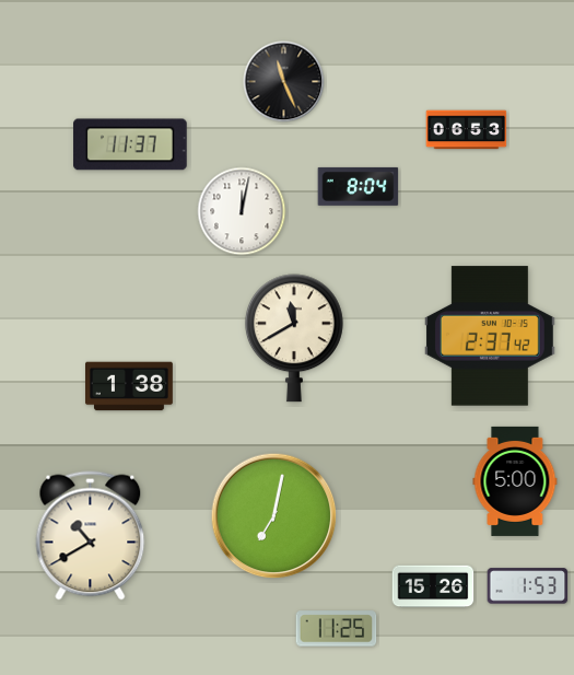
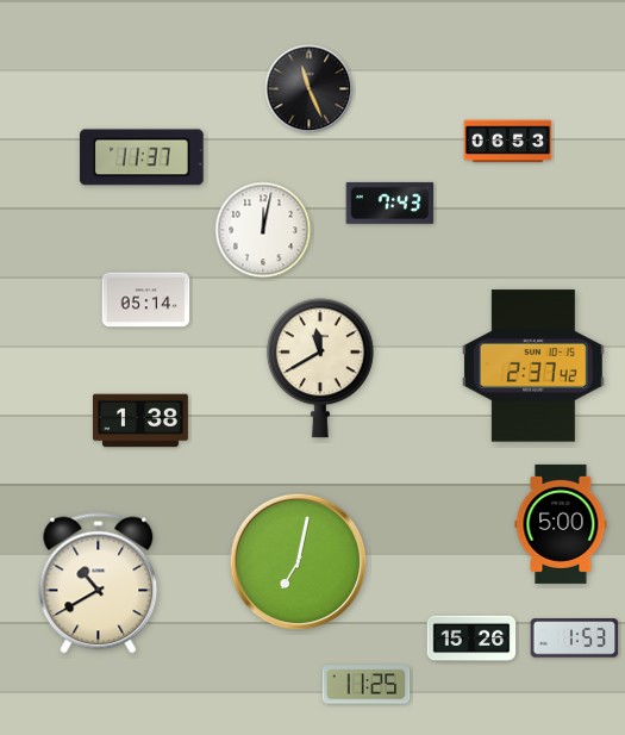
clock at (359, 186): 8:04 -> 7:43
clock at (146, 300): none -> 05:14
